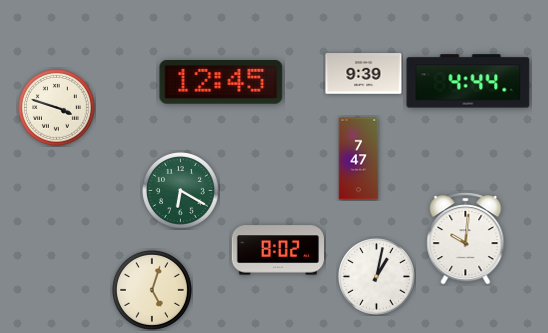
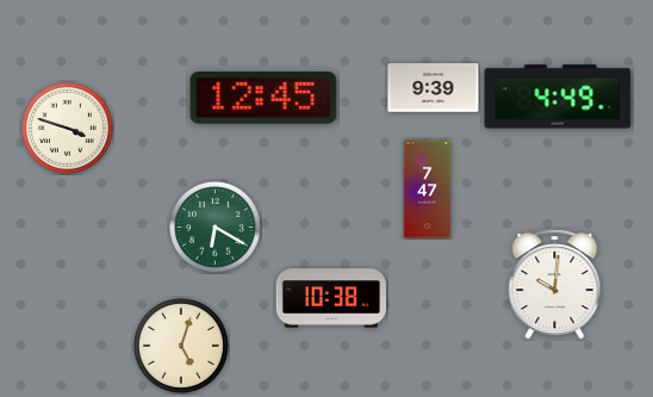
clock at (468, 81): 4:44 -> 4:49
clock at (277, 250): 8:02 -> 10:38
clock at (377, 277): 1:02 -> none
